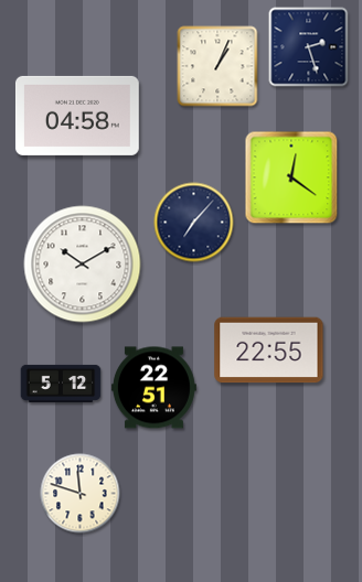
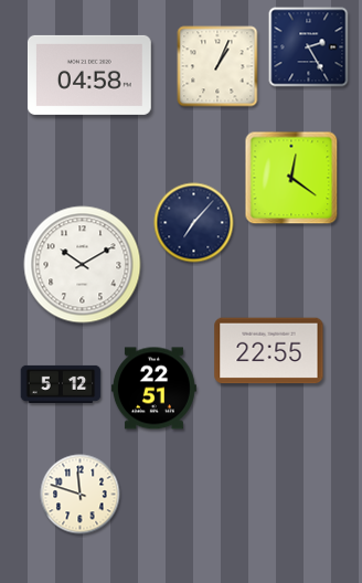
clock at (309, 47): 2:27 -> 2:25
clock at (77, 116) position: (77, 116) -> (89, 75)
